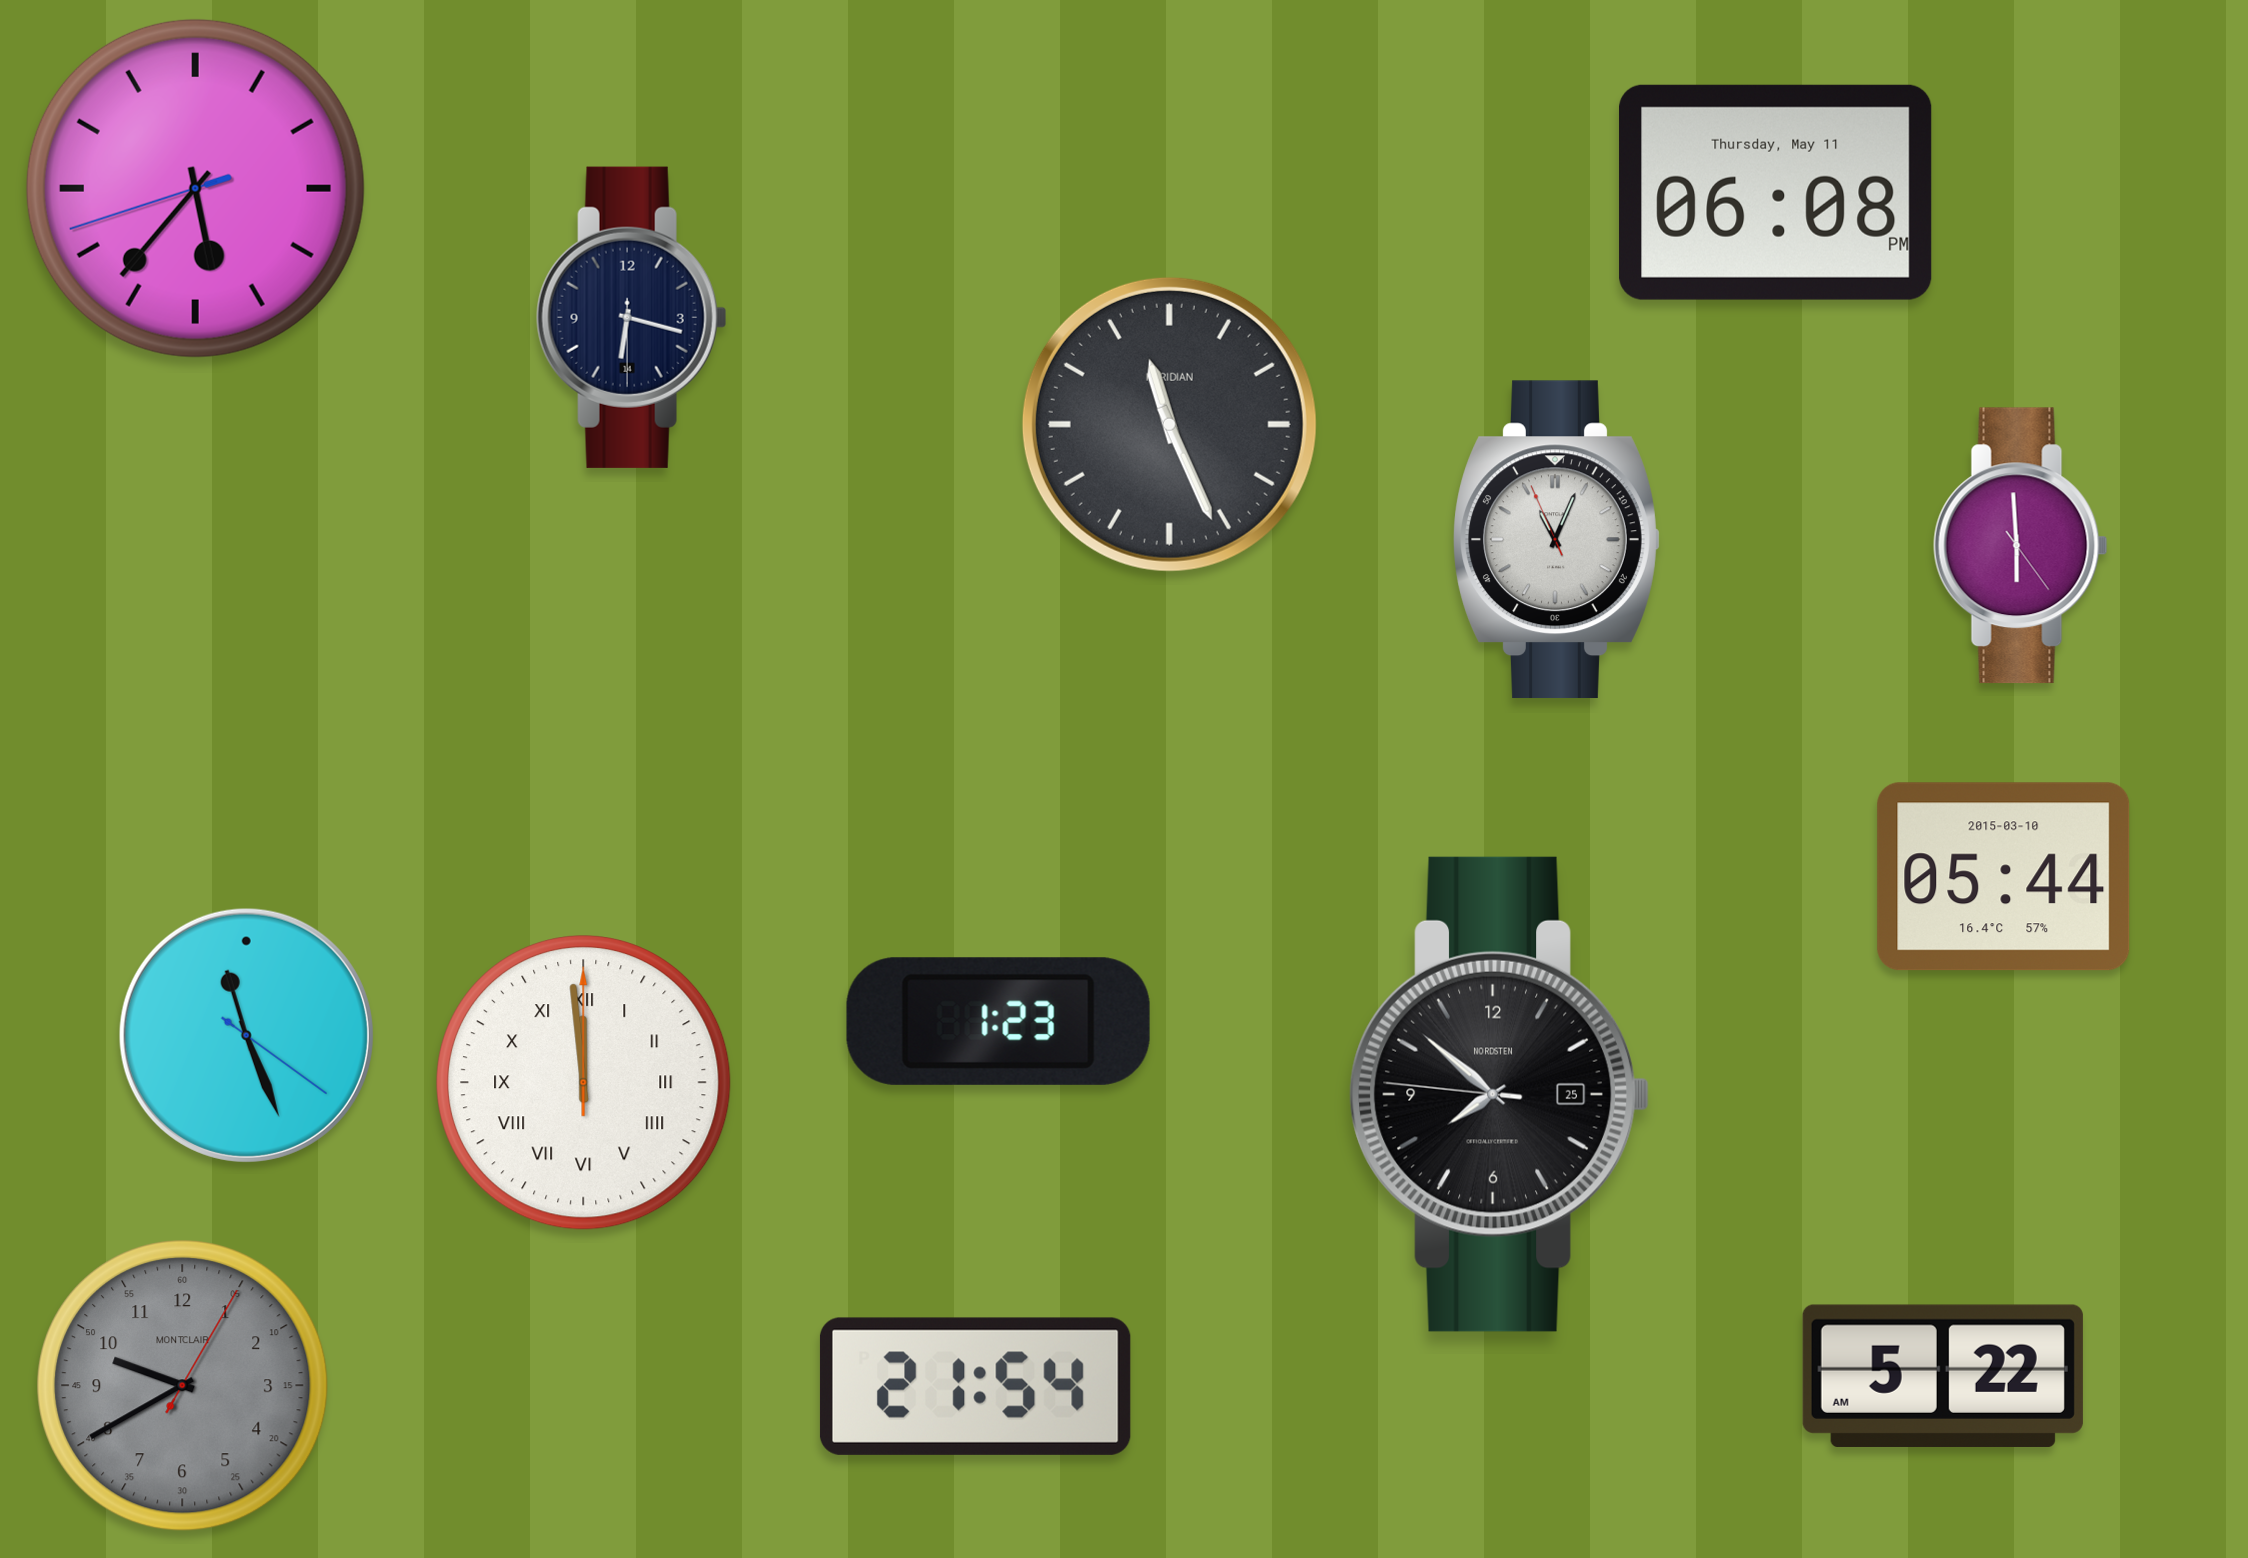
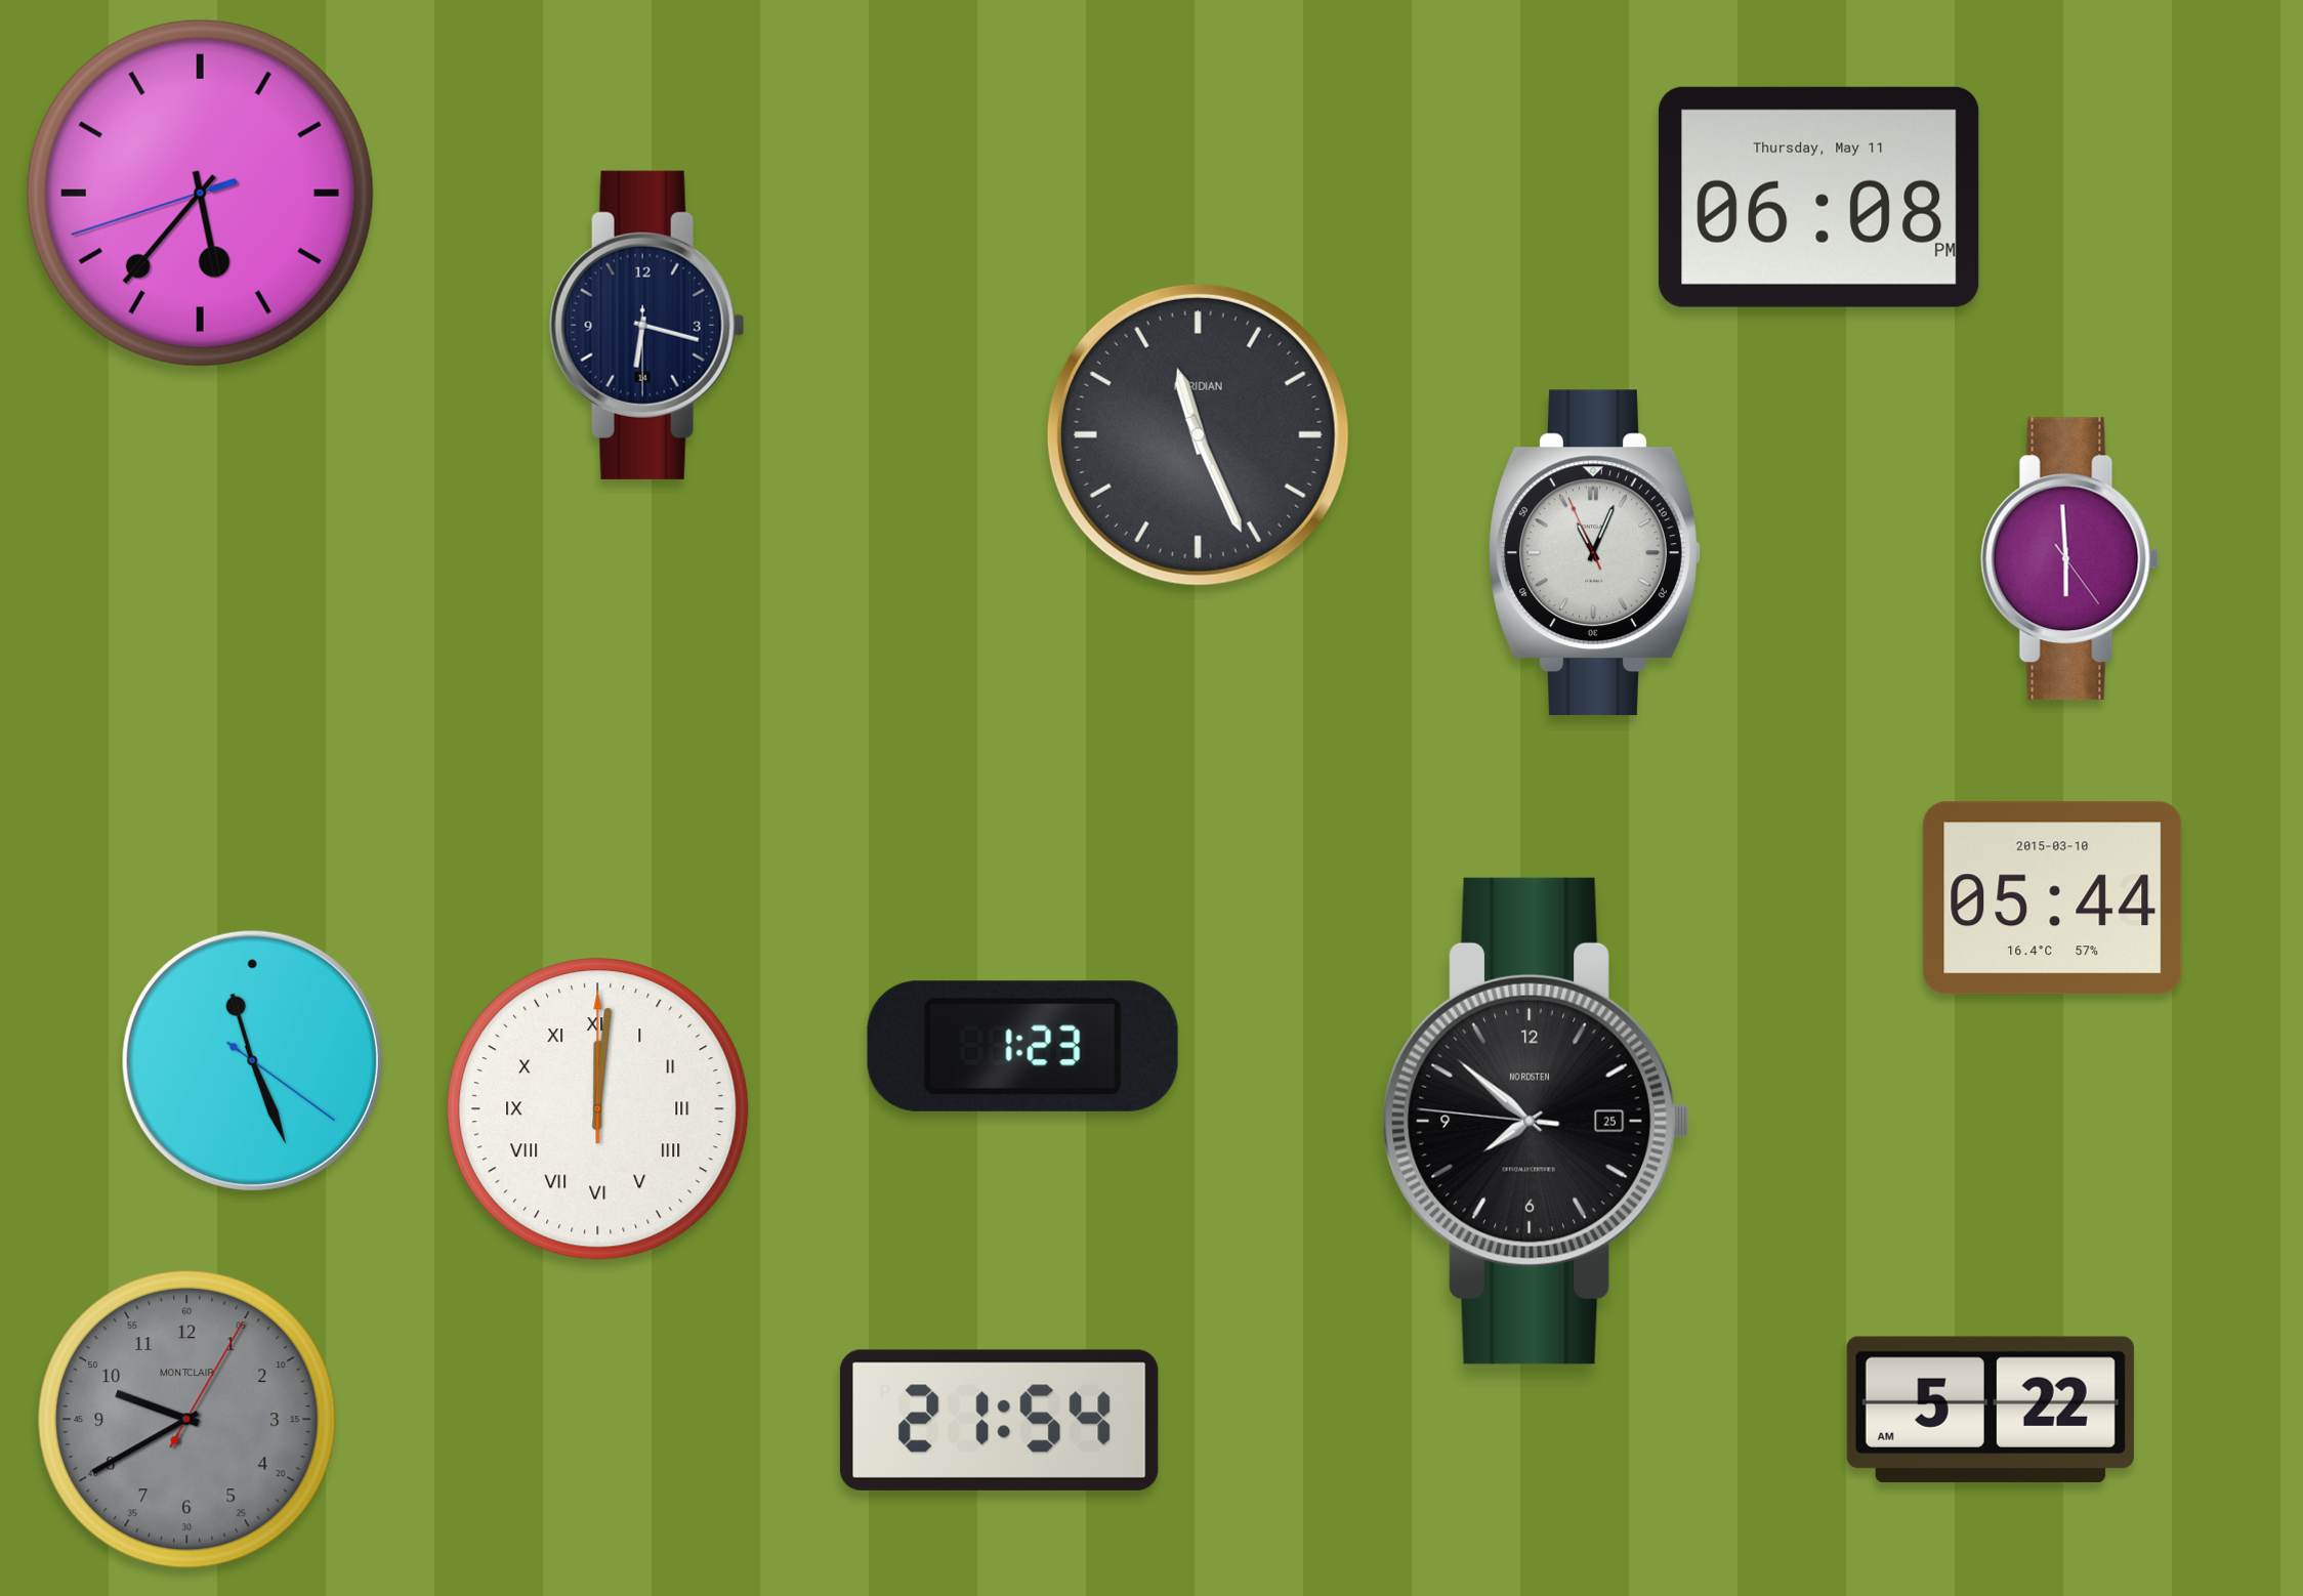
clock at (584, 1083): 11:59 -> 12:01
